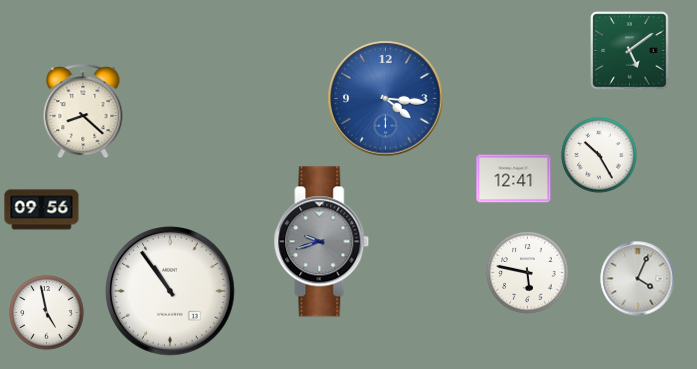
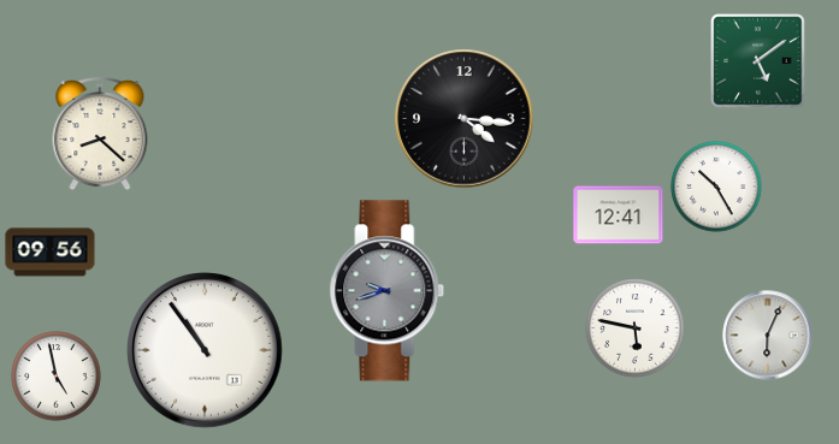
clock at (386, 99) dial: blue -> black
clock at (599, 155) position: (599, 155) -> (716, 187)
clock at (638, 279): 4:04 -> 6:04
